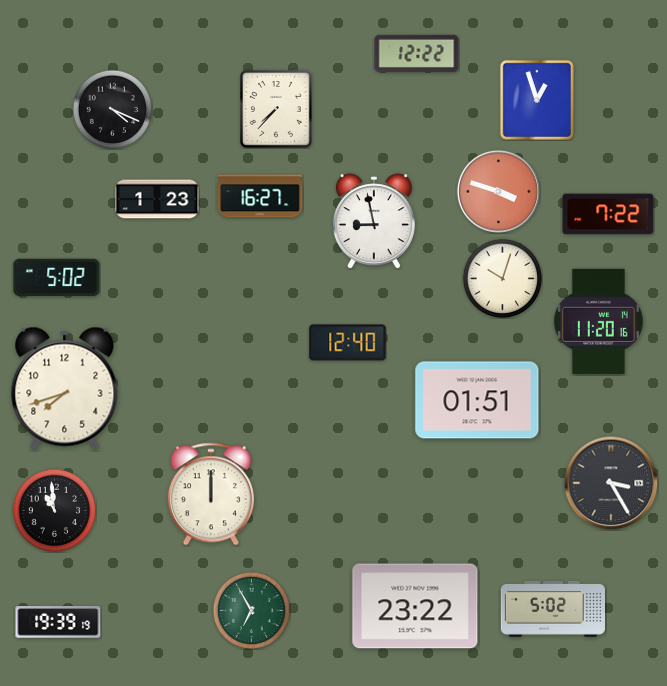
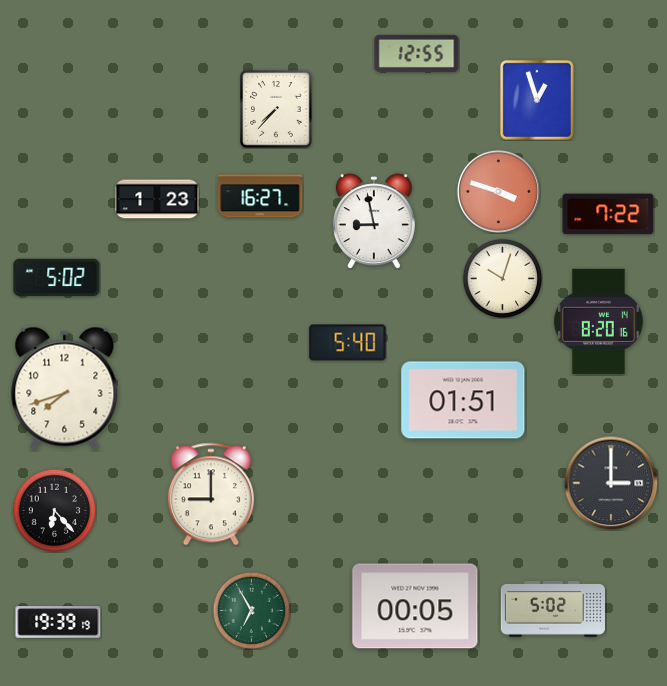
clock at (417, 53): 12:22 -> 12:55
clock at (112, 109): 4:19 -> none
clock at (598, 321): 11:20 -> 8:20
clock at (348, 343): 12:40 -> 5:40
clock at (477, 400) position: (477, 400) -> (463, 400)
clock at (611, 483): 3:25 -> 3:00
clock at (211, 494): 12:00 -> 9:00
clock at (54, 510): 10:59 -> 6:23
clock at (415, 606): 23:22 -> 00:05
